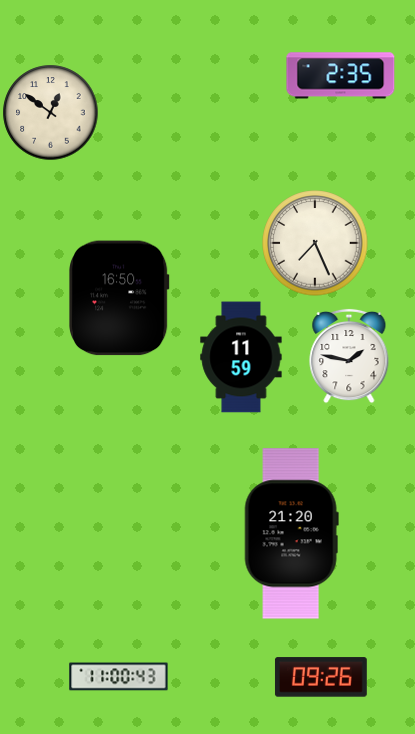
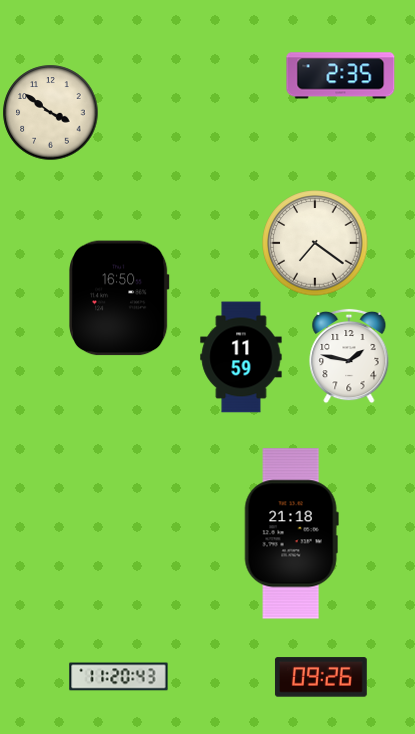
clock at (51, 113): 12:51 -> 3:51
clock at (315, 243): 7:26 -> 7:21
clock at (291, 534): 21:20 -> 21:18
clock at (119, 677): 11:00 -> 11:20
